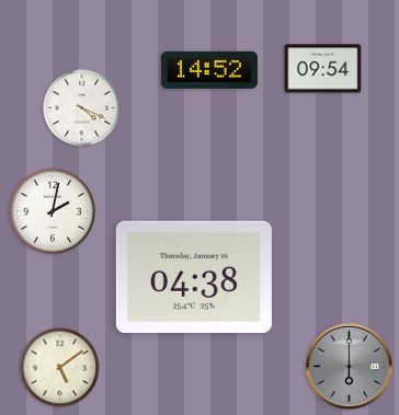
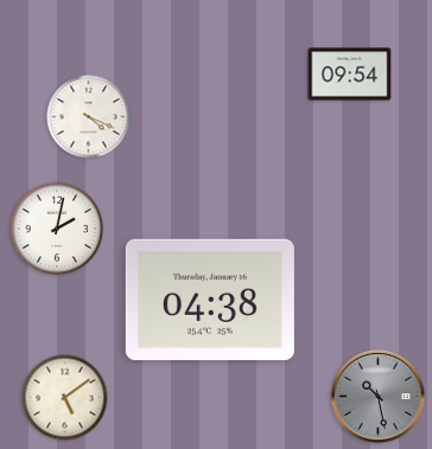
clock at (209, 70): 14:52 -> none
clock at (349, 366): 6:00 -> 10:28
